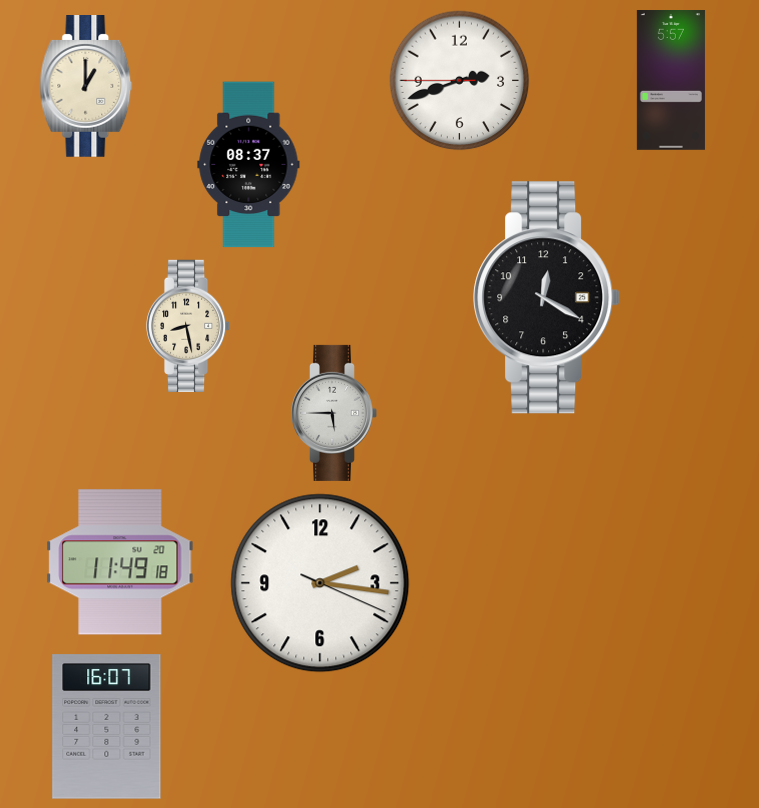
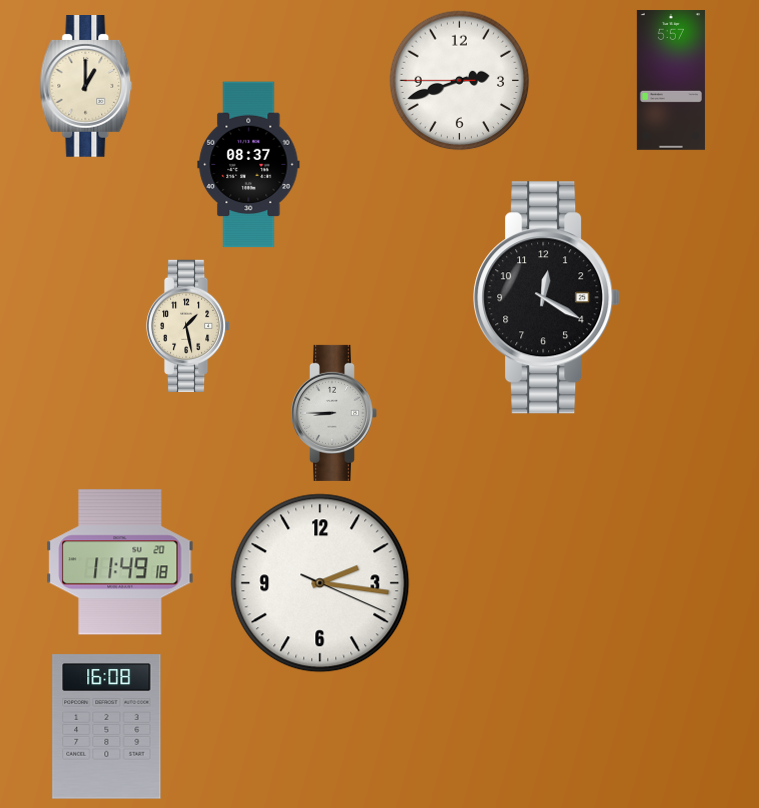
clock at (189, 326): 8:28 -> 1:28
clock at (334, 413): 5:45 -> 8:45
clock at (107, 727): 16:07 -> 16:08
